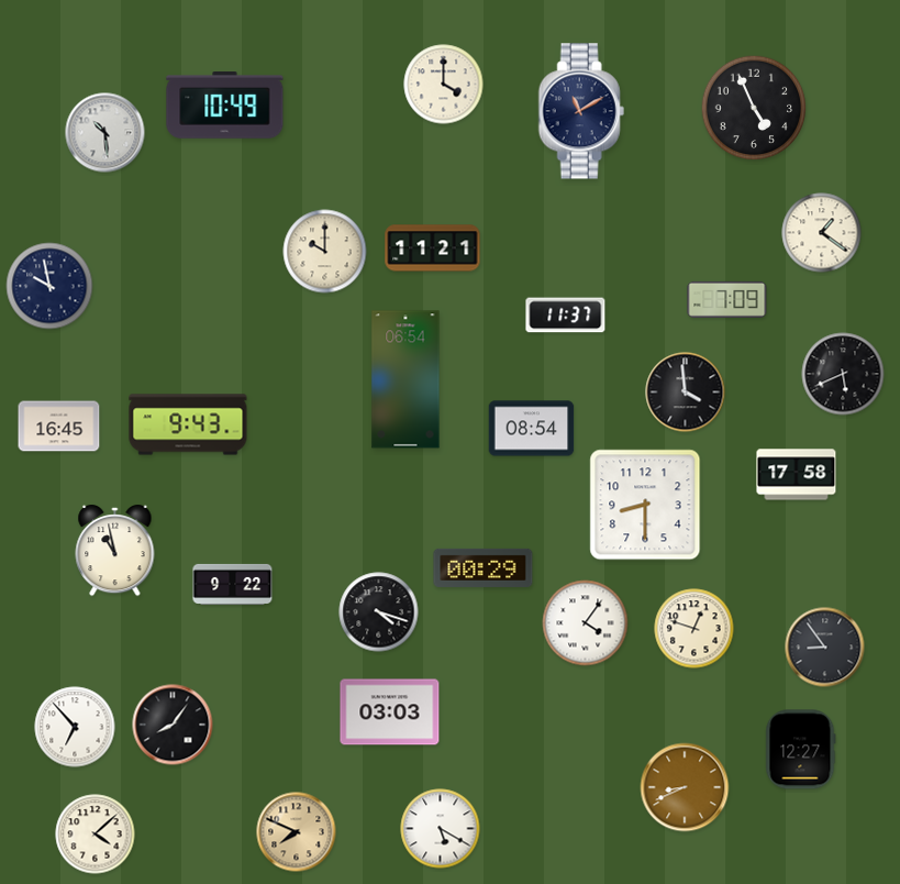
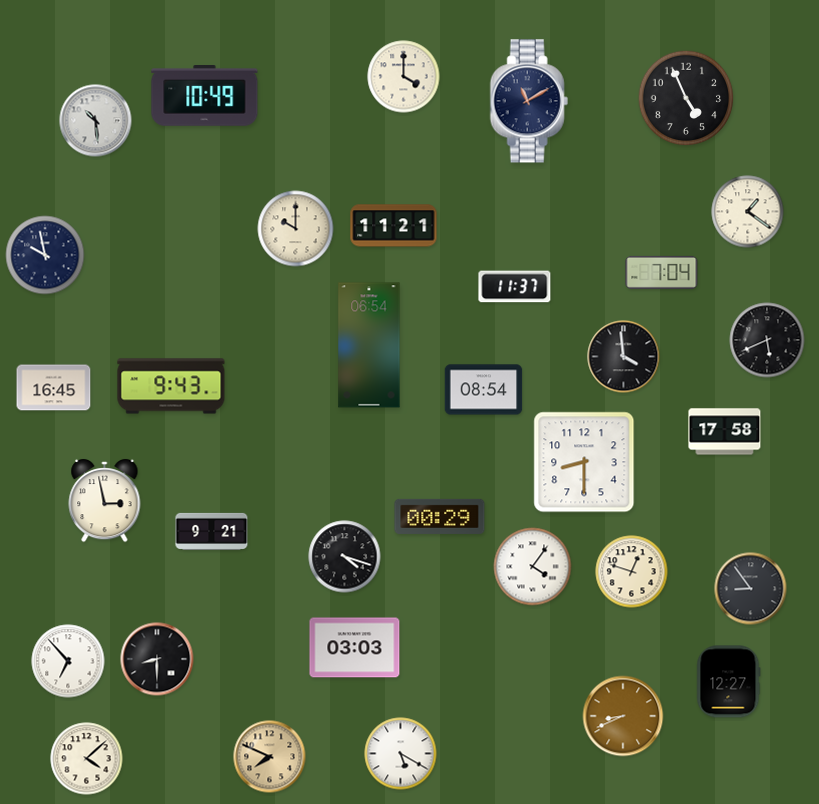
clock at (49, 286) position: (49, 286) -> (45, 255)
clock at (727, 299): 7:09 -> 7:04
clock at (645, 505) position: (645, 505) -> (584, 462)
clock at (115, 551): 10:58 -> 2:58
clock at (233, 584): 9:22 -> 9:21
clock at (173, 725): 8:06 -> 8:30
